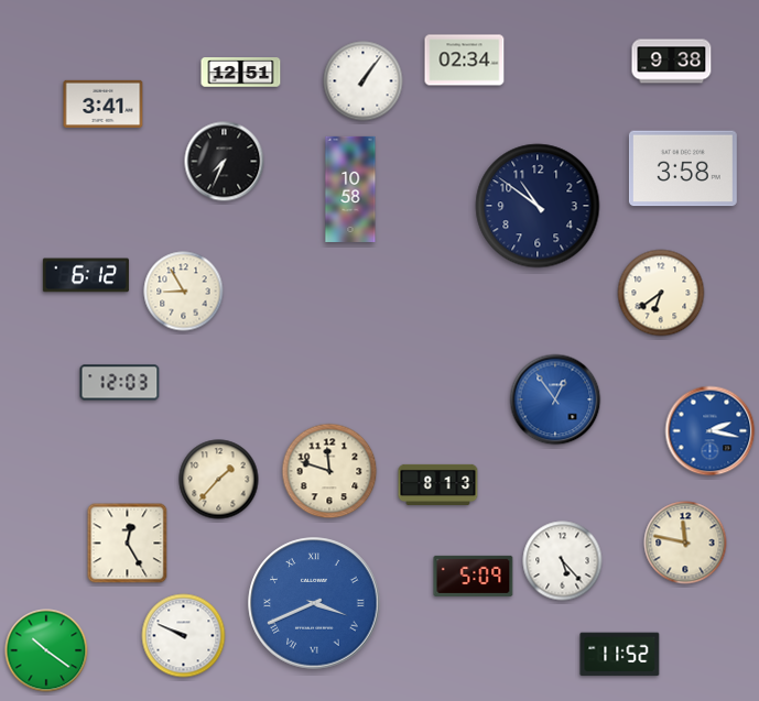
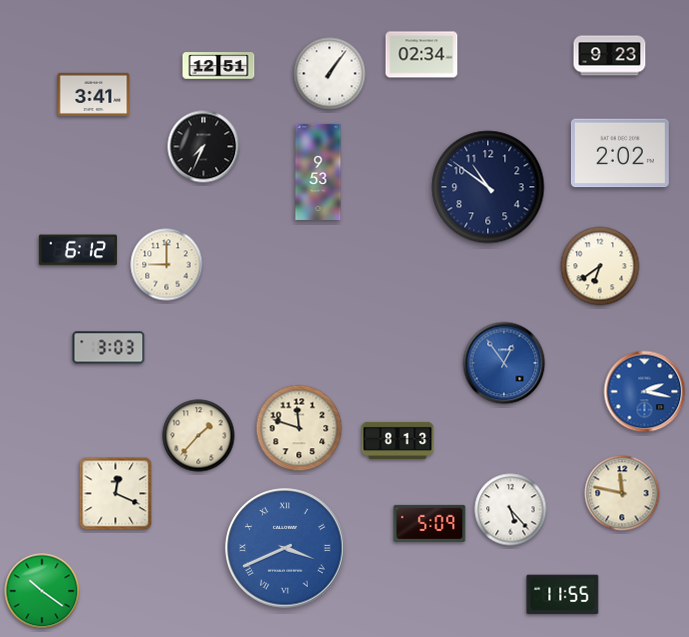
clock at (672, 62): 9:38 -> 9:23
clock at (683, 168): 3:58 -> 2:02
clock at (350, 189): 10:58 -> 9:53
clock at (184, 292): 8:55 -> 9:00
clock at (120, 383): 12:03 -> 3:03
clock at (128, 544): 12:25 -> 12:19
clock at (184, 636): 9:49 -> none
clock at (620, 655): 11:52 -> 11:55
